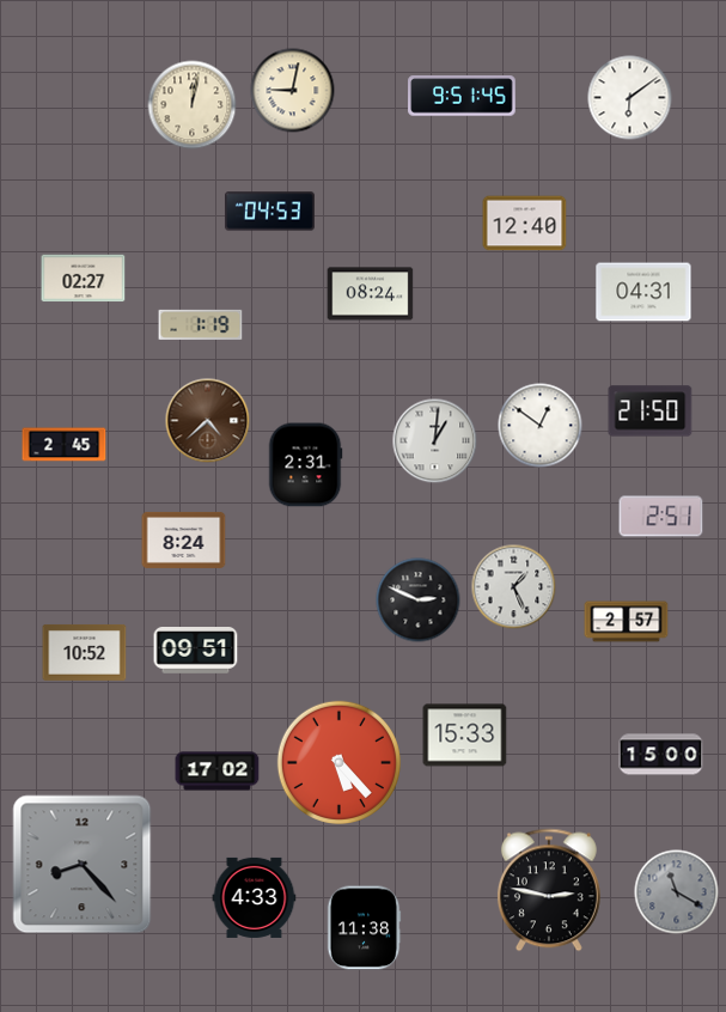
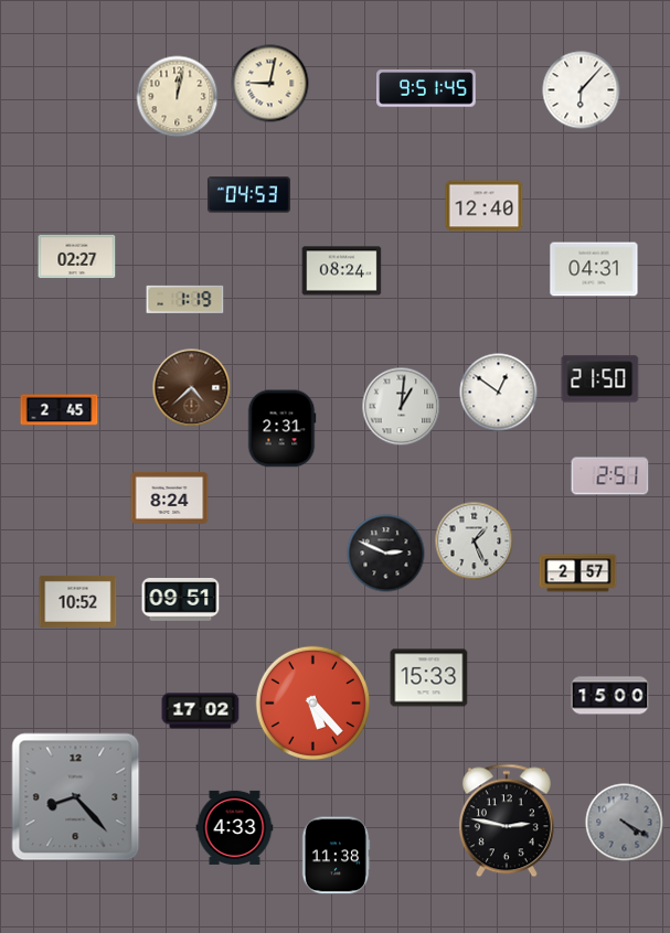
clock at (630, 98): 6:09 -> 6:07
clock at (677, 892): 11:20 -> 4:20
